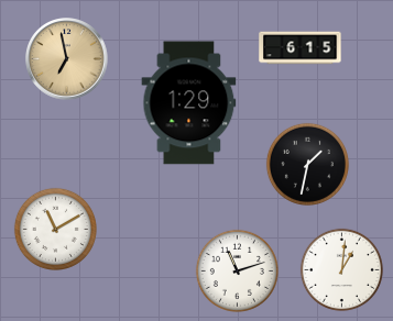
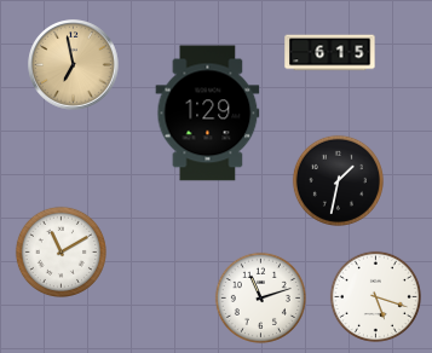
clock at (341, 269): 1:01 -> 5:18
